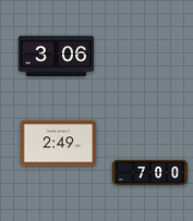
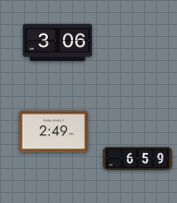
clock at (57, 57) position: (57, 57) -> (58, 43)
clock at (150, 173): 7:00 -> 6:59
